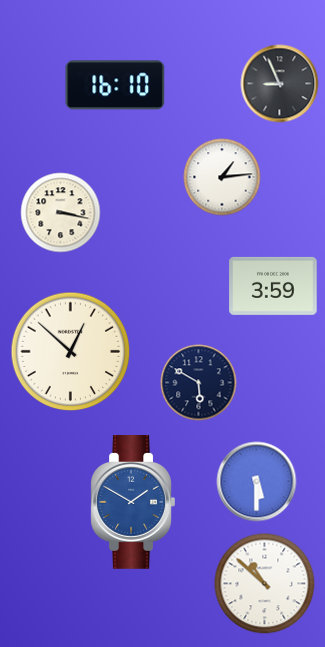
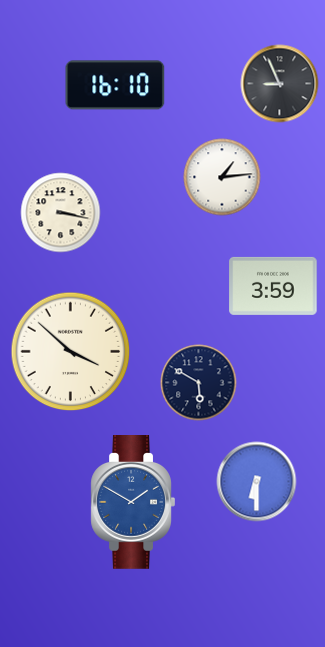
clock at (71, 352): 12:52 -> 3:52
clock at (257, 482): 5:30 -> 6:30
clock at (265, 584): 10:52 -> none
